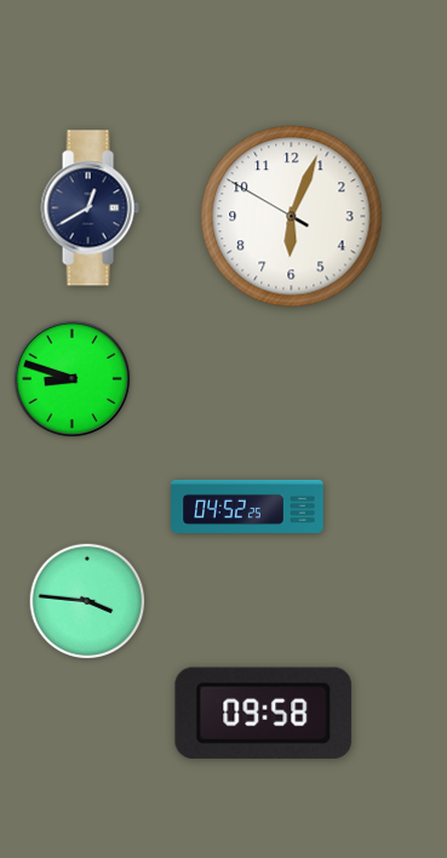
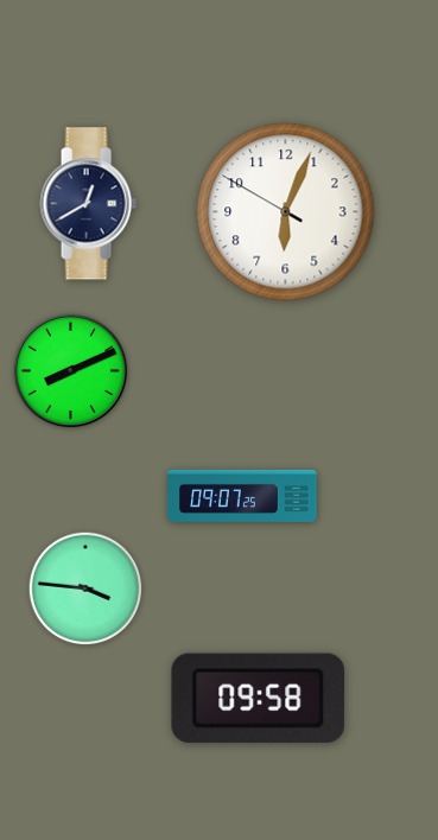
clock at (73, 379): 8:48 -> 8:11
clock at (247, 507): 04:52 -> 09:07
